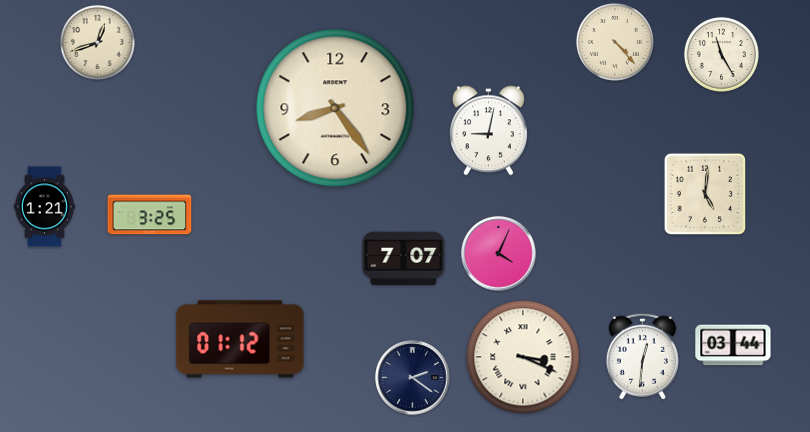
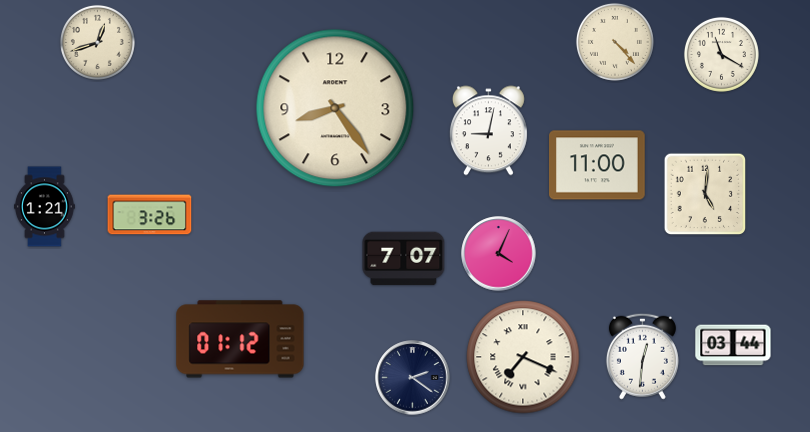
clock at (721, 54): 11:25 -> 11:20
clock at (598, 165): none -> 11:00
clock at (150, 215): 3:25 -> 3:26
clock at (523, 357): 3:19 -> 7:19
